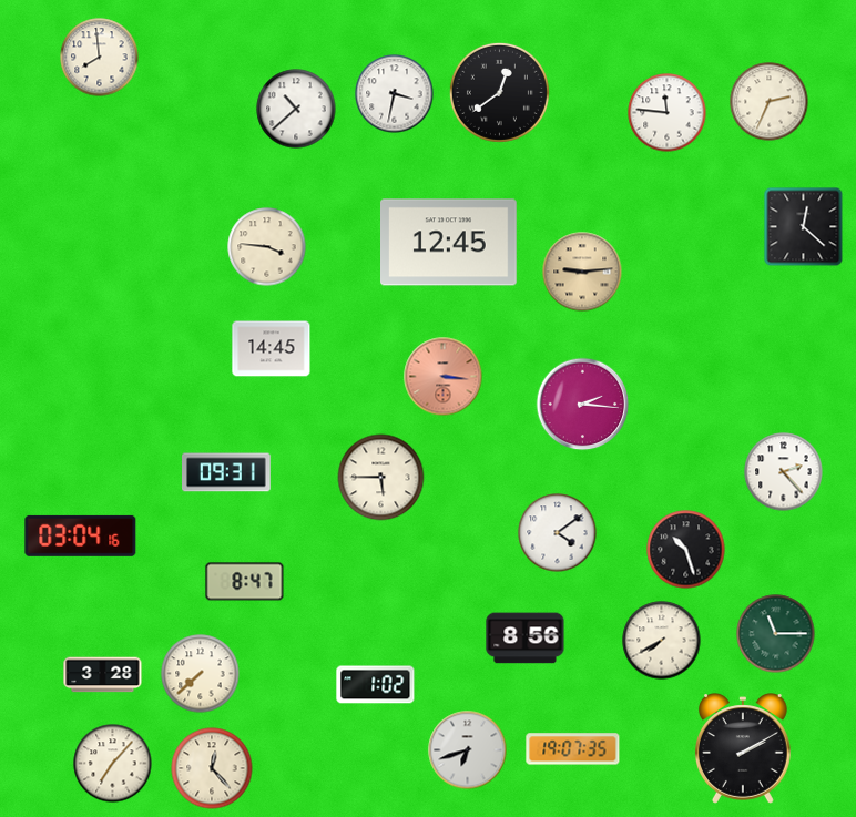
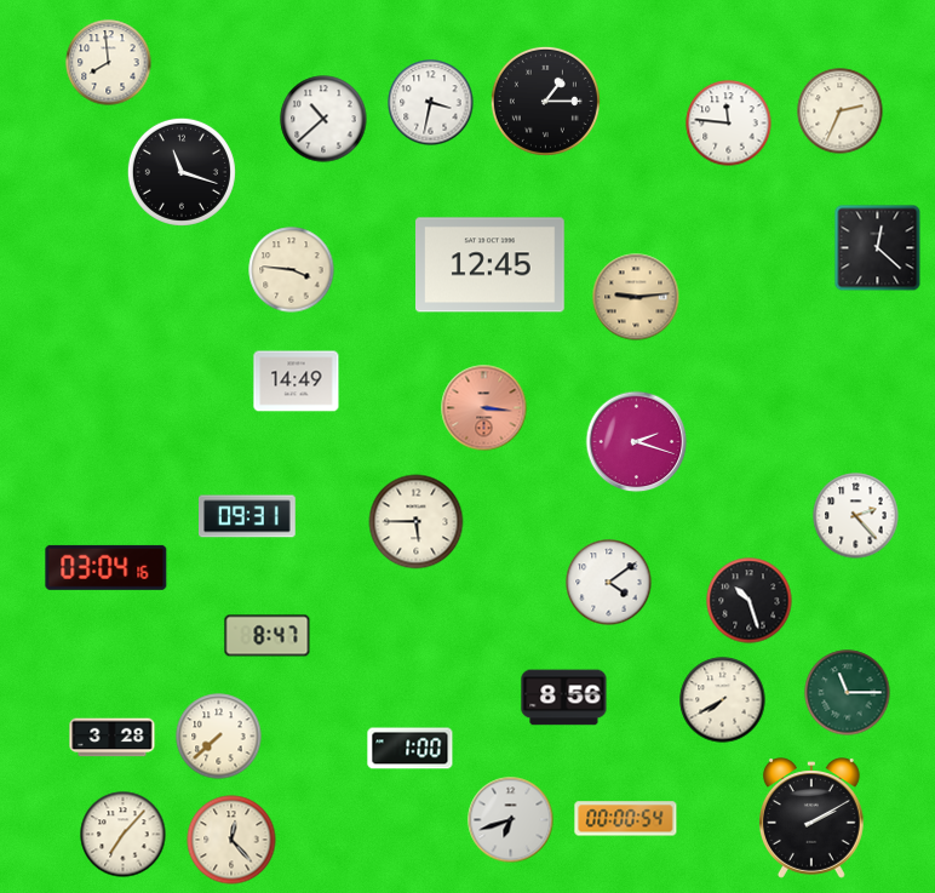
clock at (499, 92): 12:39 -> 1:15
clock at (182, 172): none -> 11:18
clock at (272, 349): 14:45 -> 14:49
clock at (444, 377) position: (444, 377) -> (484, 408)
clock at (583, 405): 2:16 -> 2:18
clock at (81, 535) position: (81, 535) -> (107, 567)
clock at (526, 639) position: (526, 639) -> (564, 698)
clock at (376, 685): 1:02 -> 1:00
clock at (573, 749): 19:07 -> 00:00
